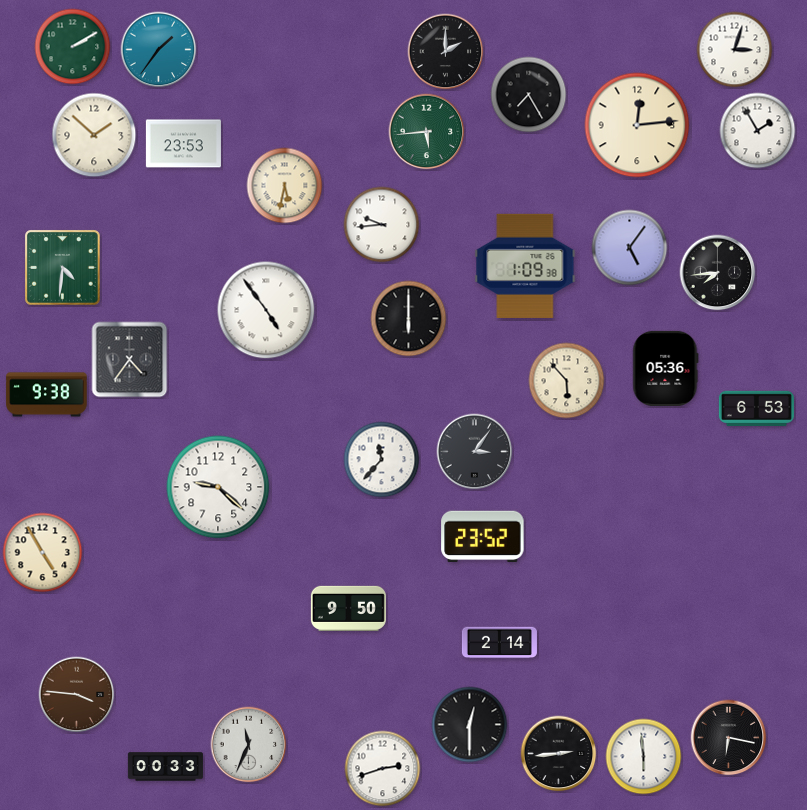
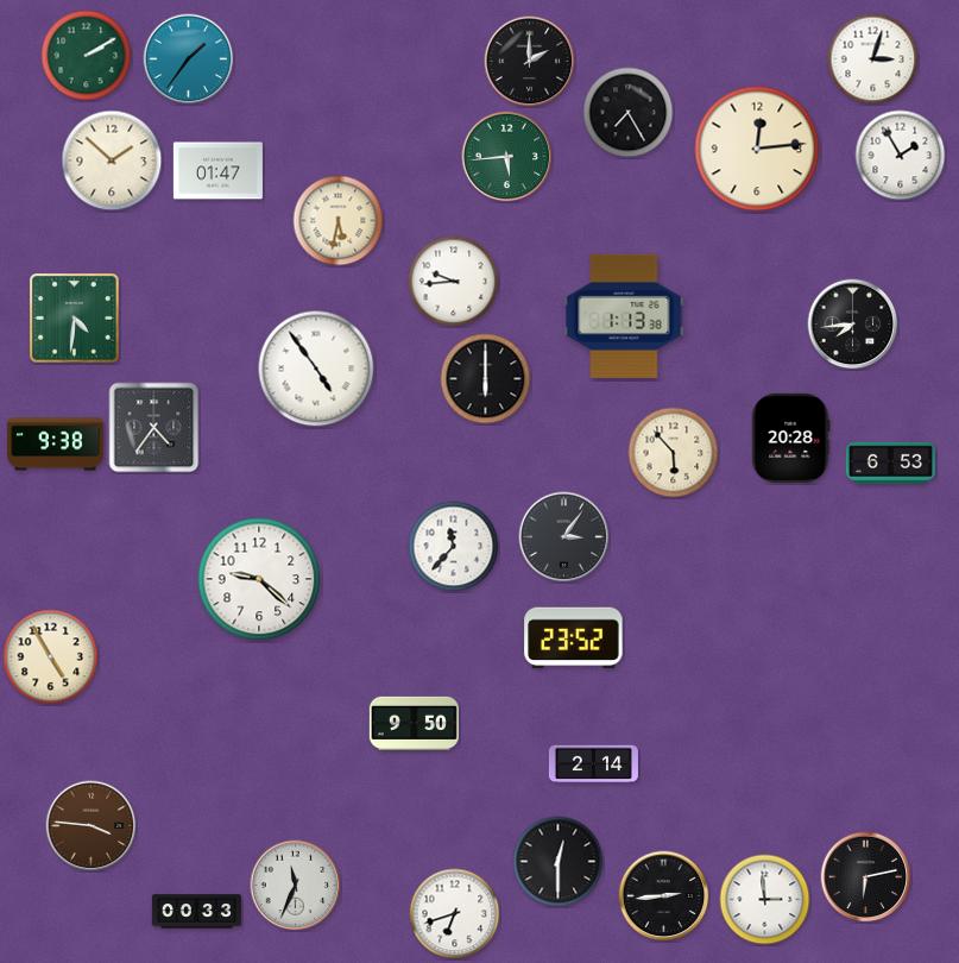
clock at (183, 144): 23:53 -> 01:47
clock at (382, 225) position: (382, 225) -> (454, 282)
clock at (630, 248): 5:06 -> none
clock at (525, 266): 1:09 -> 1:13
clock at (666, 368): 05:36 -> 20:28
clock at (47, 395) position: (47, 395) -> (56, 445)
clock at (756, 408) position: (756, 408) -> (890, 462)
clock at (729, 738): 6:17 -> 6:13
clock at (644, 757): 5:59 -> 2:59
clock at (383, 769): 2:42 -> 6:42
